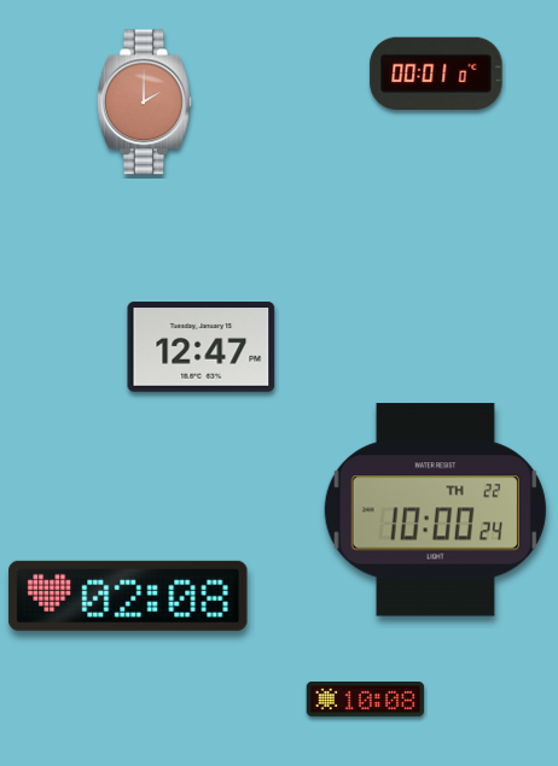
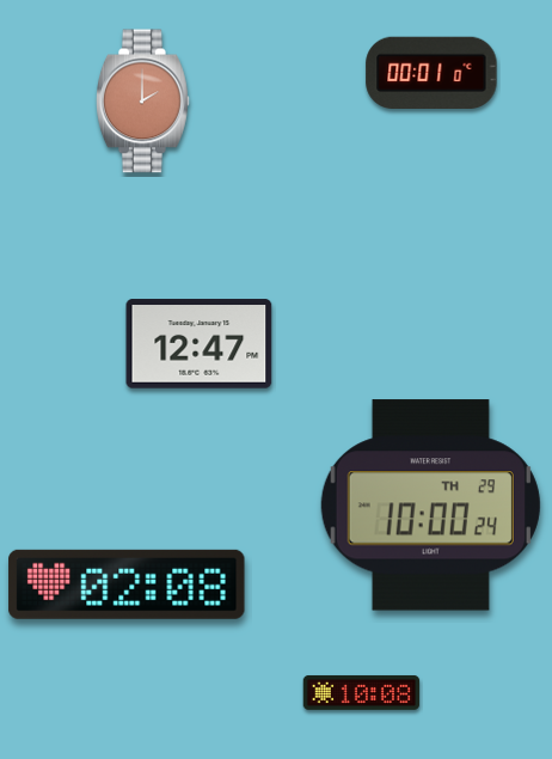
clock at (435, 510) date: TH 22 -> TH 29
clock at (128, 596) position: (128, 596) -> (127, 584)
